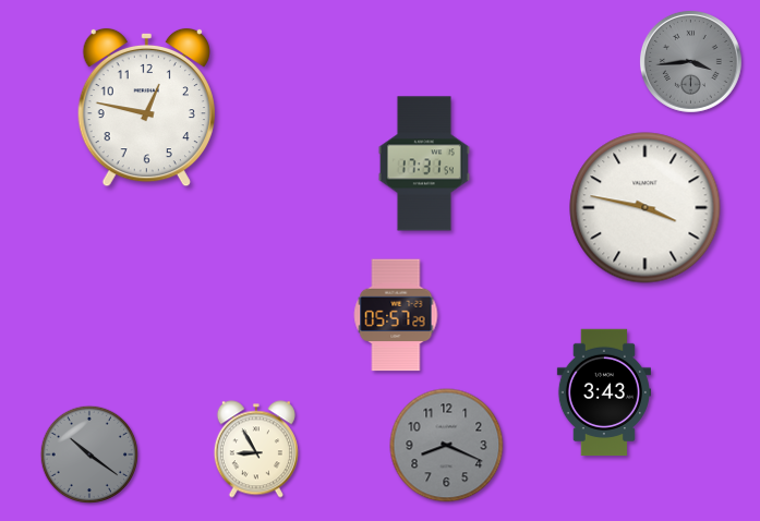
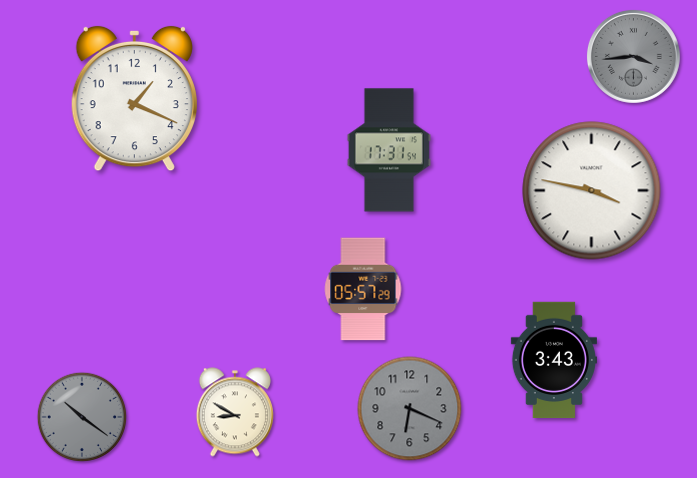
clock at (146, 108): 12:47 -> 1:19
clock at (447, 446): 8:19 -> 6:19
clock at (256, 449): 8:55 -> 8:50
